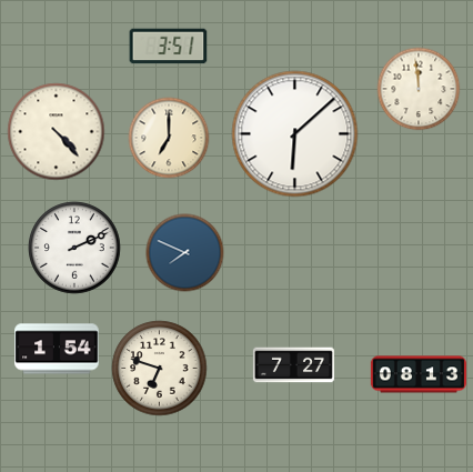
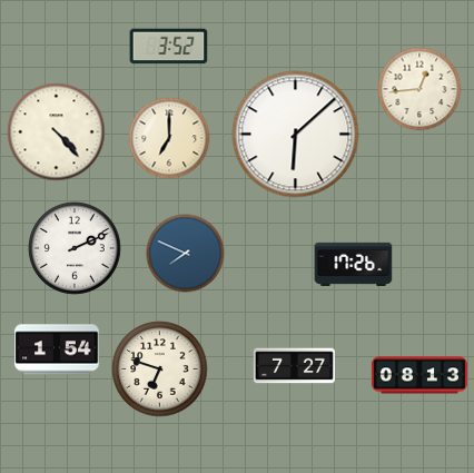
clock at (169, 47): 3:51 -> 3:52
clock at (419, 89): 11:59 -> 12:44
clock at (354, 264): none -> 17:26
